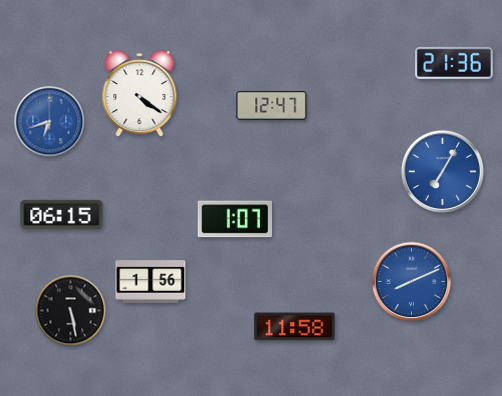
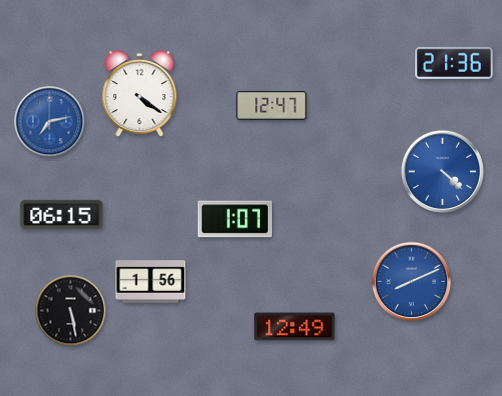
clock at (50, 122): 6:42 -> 7:13
clock at (442, 171): 7:05 -> 4:22
clock at (295, 327): 11:58 -> 12:49
